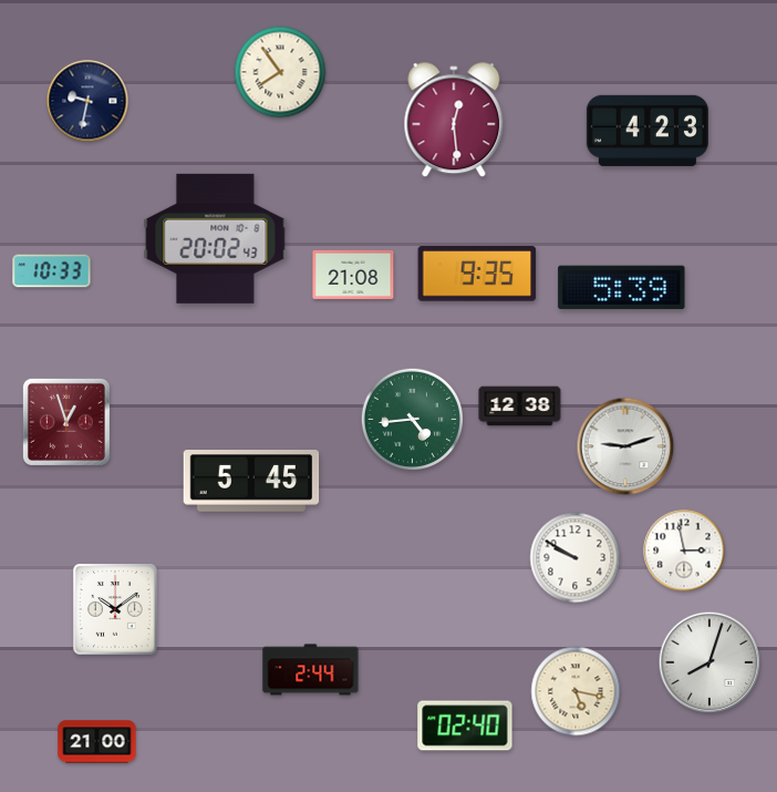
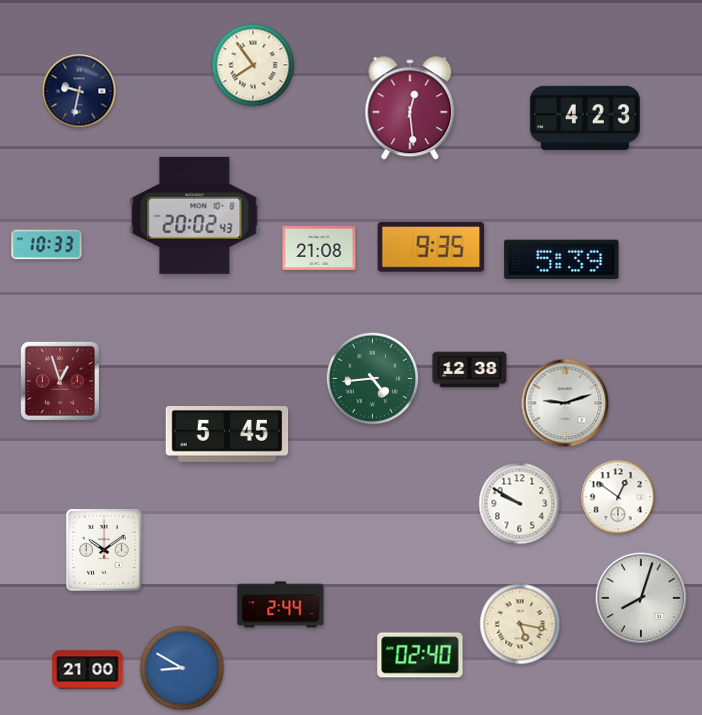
clock at (520, 407) position: (520, 407) -> (470, 370)
clock at (684, 551): 2:58 -> 12:51
clock at (182, 668): none -> 8:50
